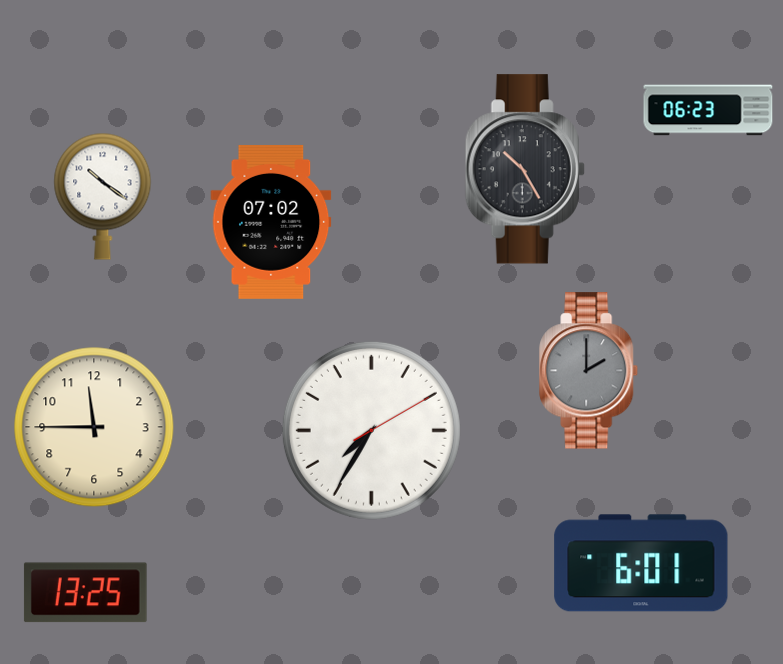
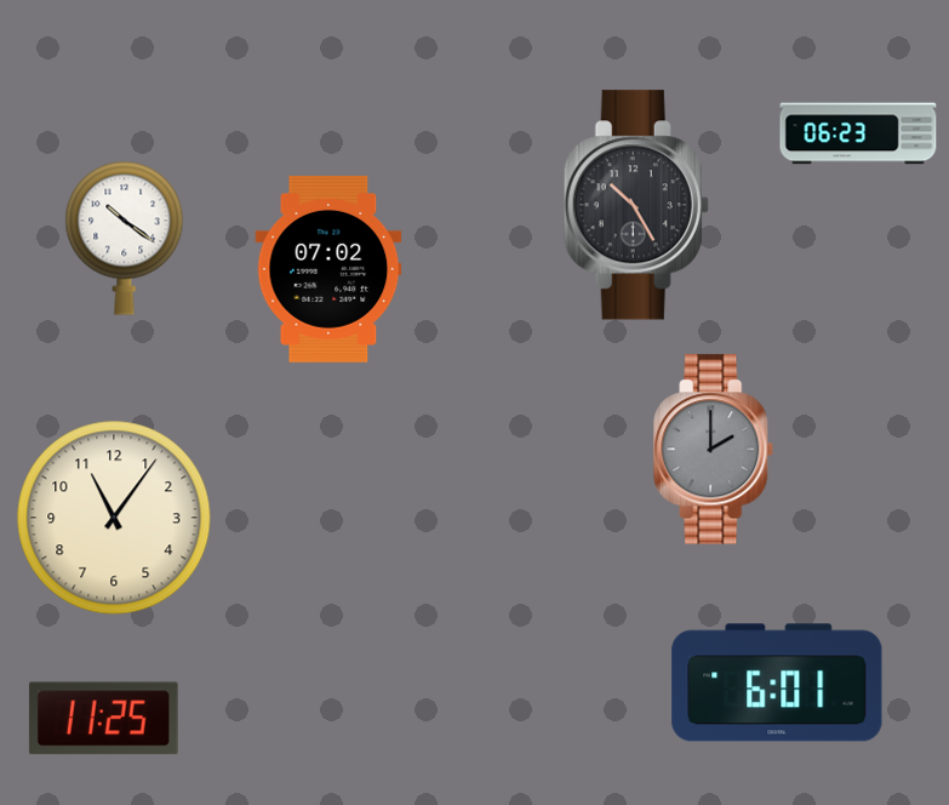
clock at (94, 427): 11:45 -> 11:06
clock at (371, 430): 7:35 -> none
clock at (85, 593): 13:25 -> 11:25
